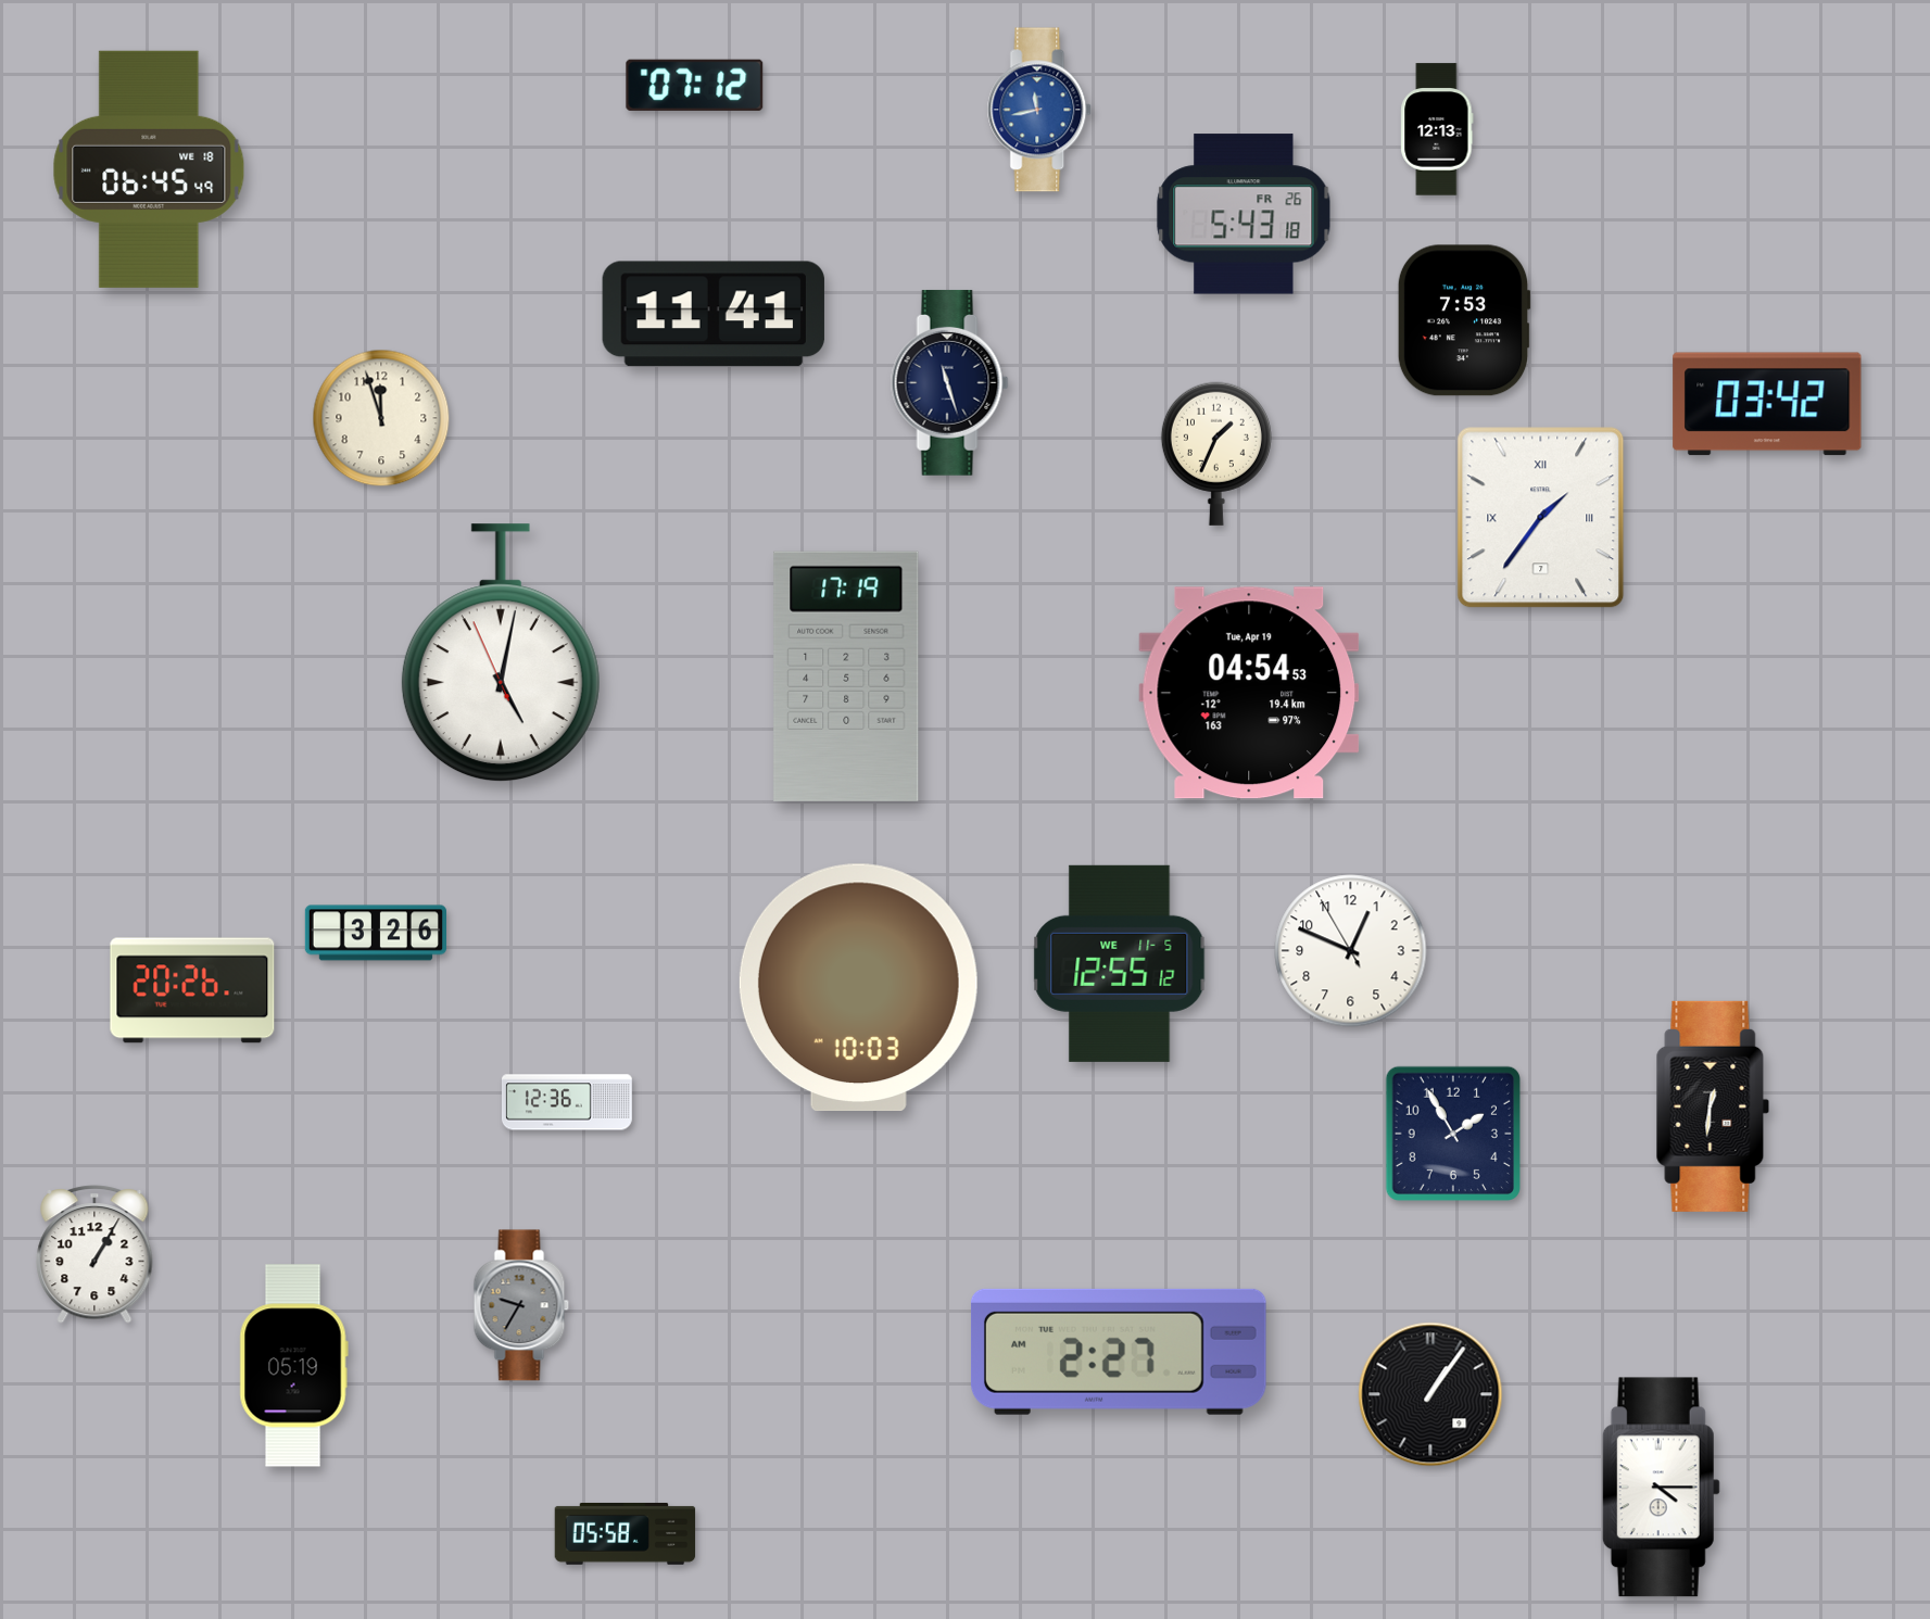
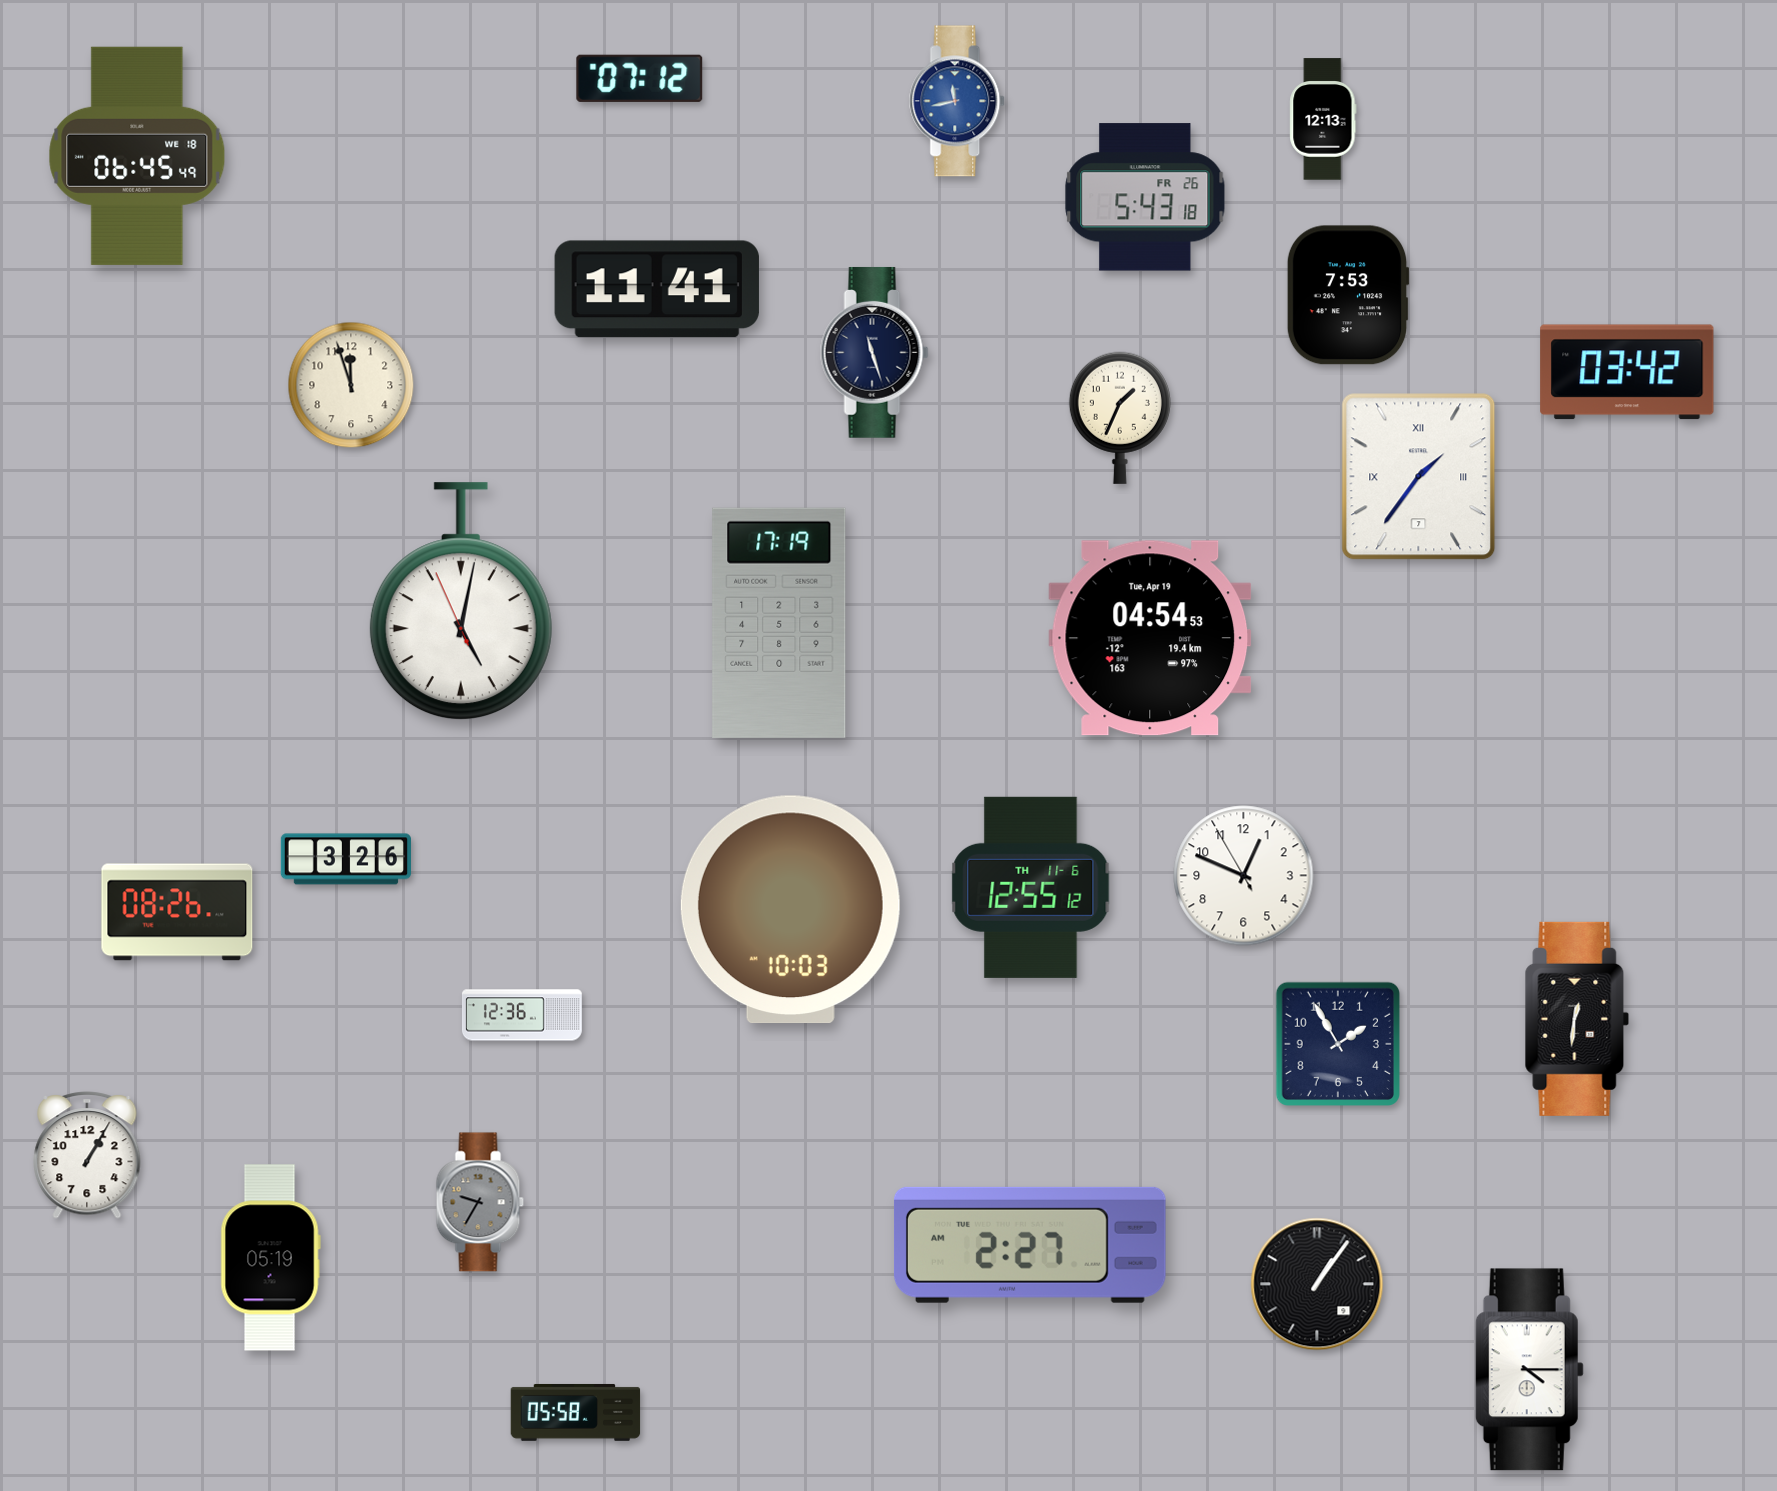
clock at (1120, 963) date: WE 11-5 -> TH 11-6
clock at (192, 990): 20:26 -> 08:26
